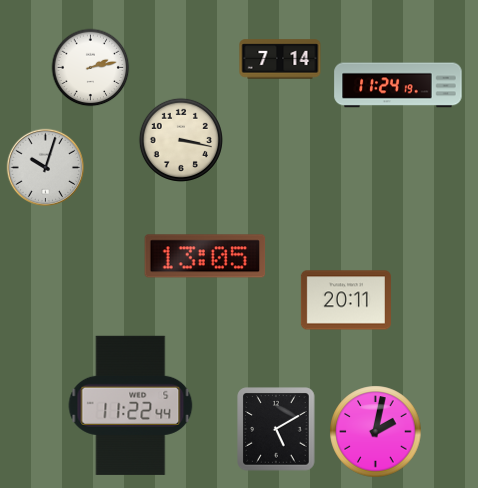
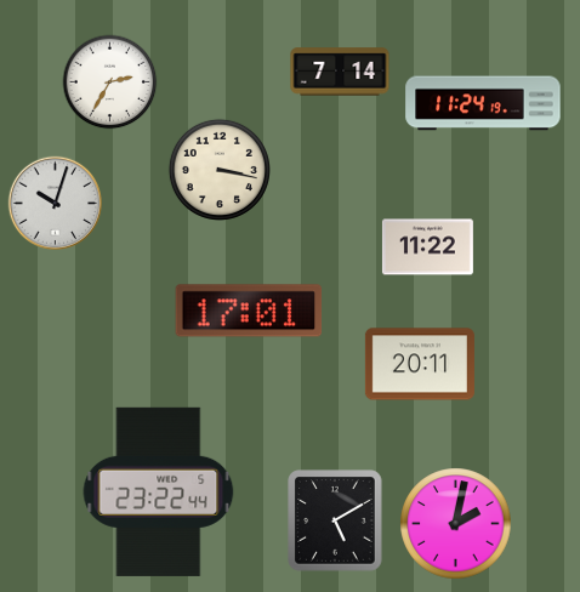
clock at (91, 68): 2:13 -> 2:35
clock at (427, 247): none -> 11:22
clock at (205, 256): 13:05 -> 17:01
clock at (131, 405): 11:22 -> 23:22
